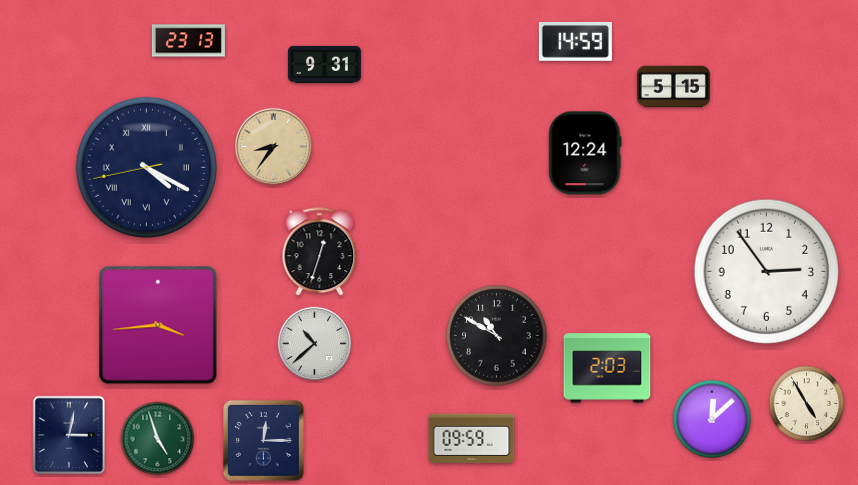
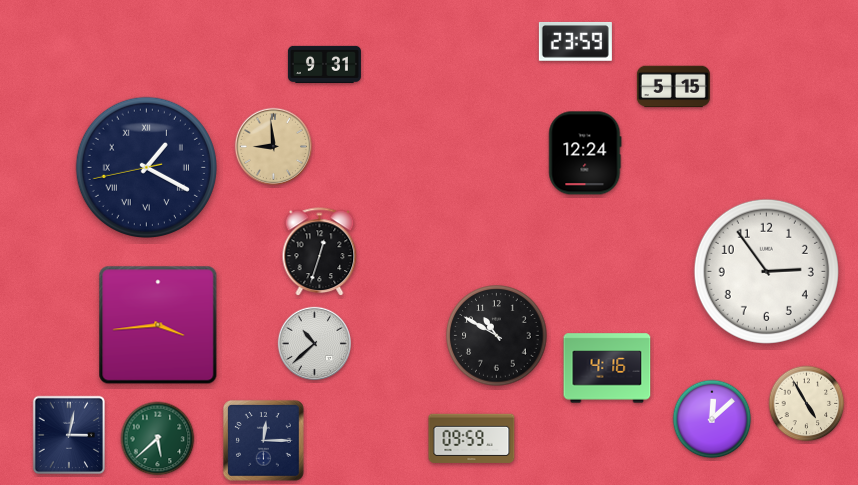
clock at (188, 41): 23:13 -> none
clock at (575, 42): 14:59 -> 23:59
clock at (273, 146): 8:36 -> 8:59
clock at (146, 167): 4:19 -> 1:19
clock at (607, 368): 2:03 -> 4:16
clock at (158, 439): 4:57 -> 5:38
